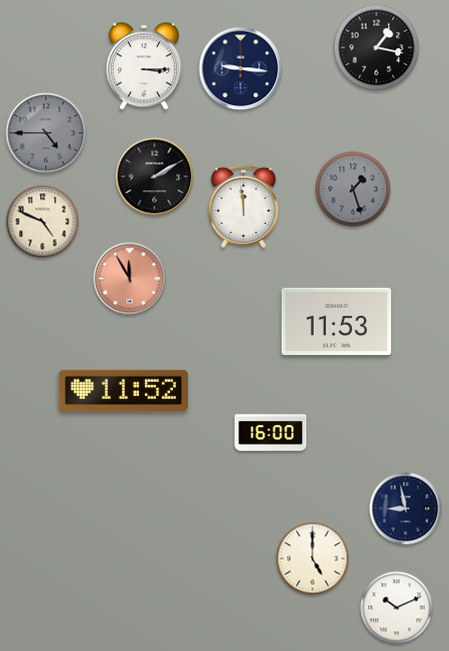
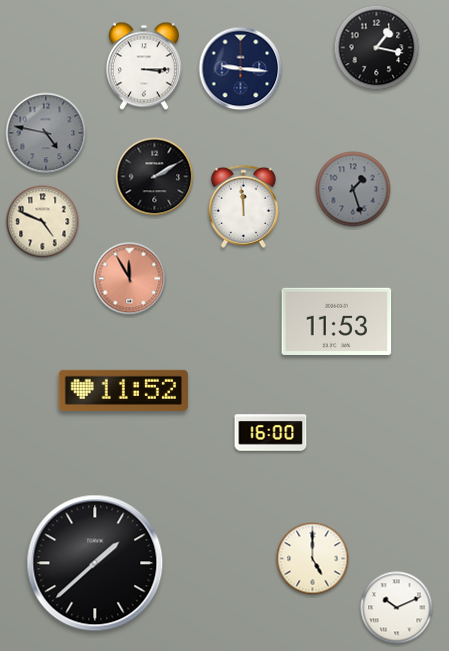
clock at (46, 133): 4:45 -> 4:47
clock at (406, 509): 8:58 -> none
clock at (95, 563): none -> 1:38
